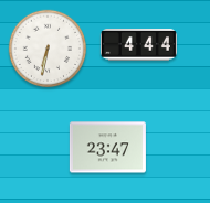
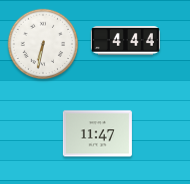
clock at (107, 148): 23:47 -> 11:47
